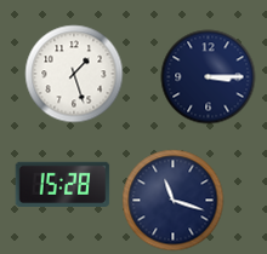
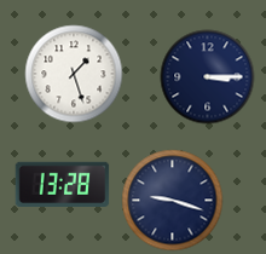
clock at (62, 184): 15:28 -> 13:28
clock at (172, 200): 11:18 -> 9:18
